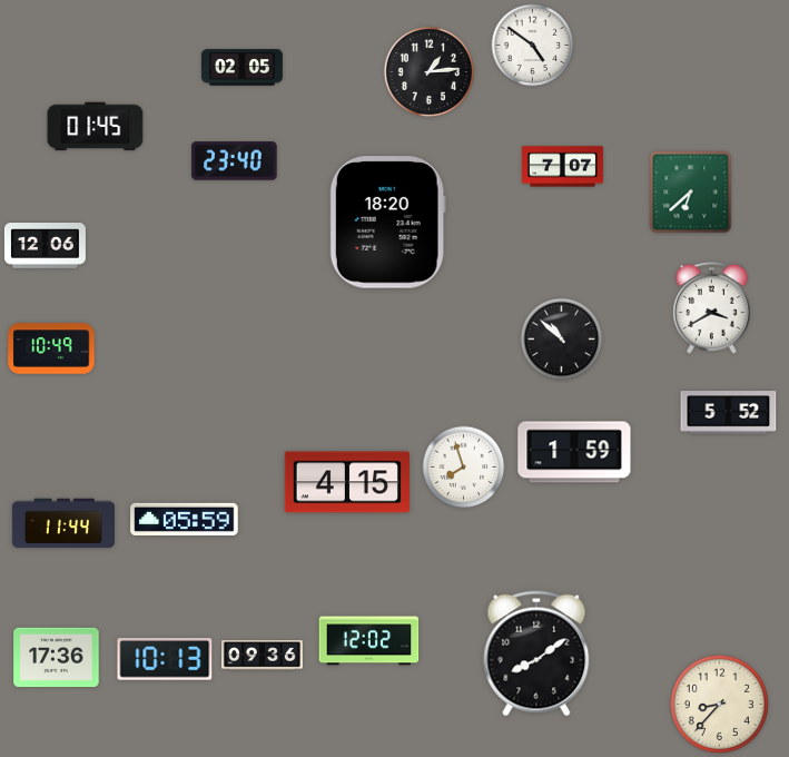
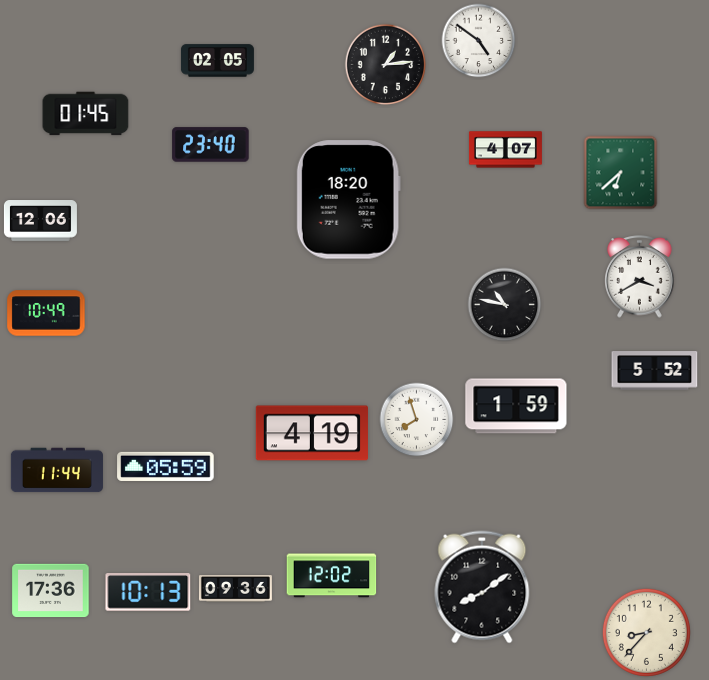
clock at (562, 167): 7:07 -> 4:07
clock at (562, 340): 10:52 -> 10:47
clock at (347, 482): 4:15 -> 4:19
